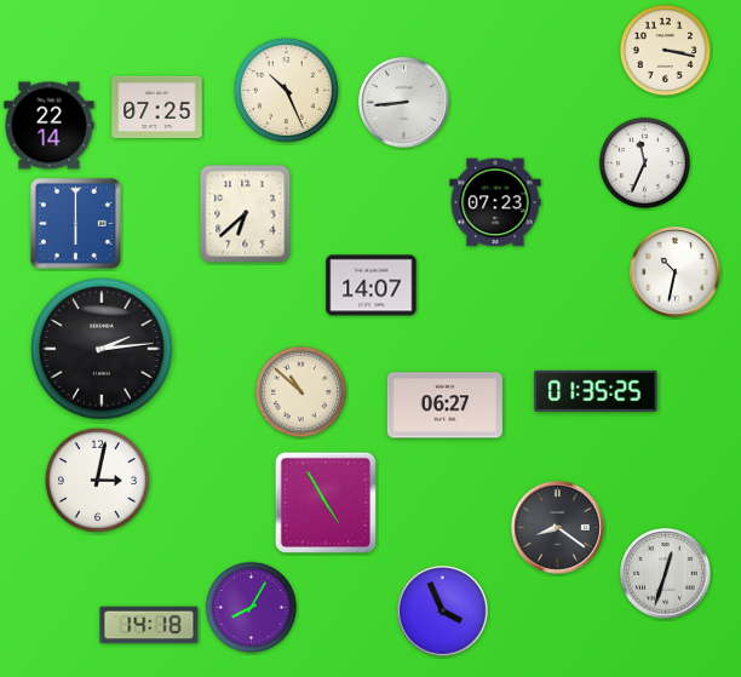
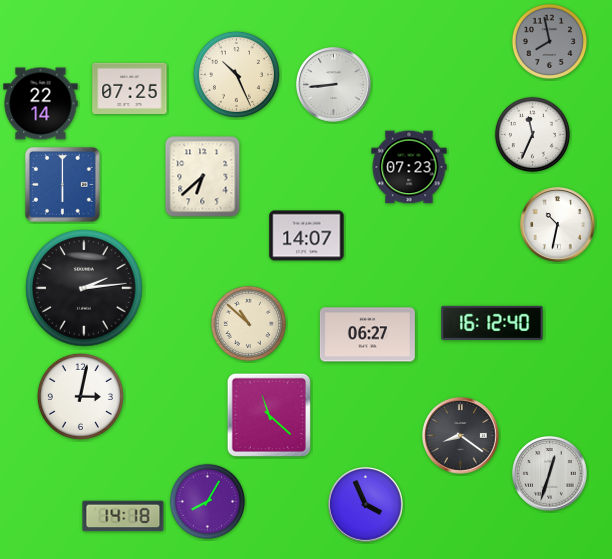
clock at (665, 50): 3:17 -> 7:58
clock at (665, 50) dial: cream -> grey
clock at (596, 391): 01:35 -> 16:12
clock at (326, 503): 4:55 -> 11:22
